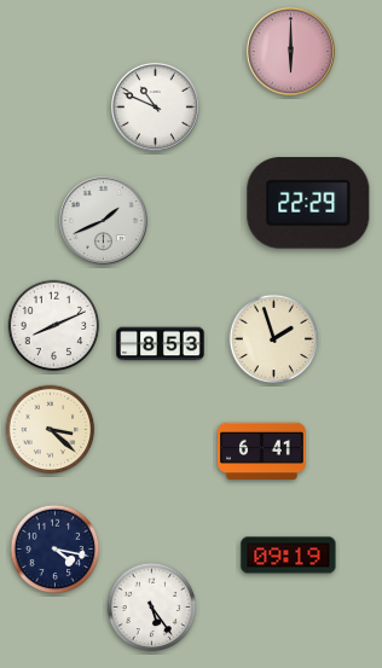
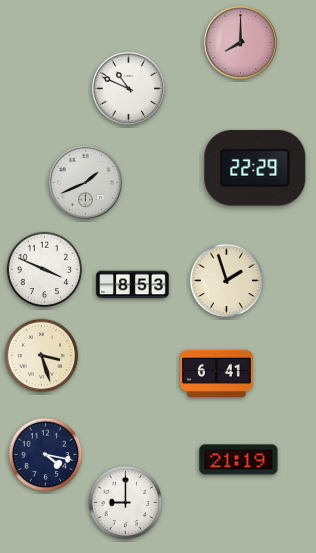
clock at (290, 51): 6:00 -> 8:00
clock at (54, 326): 8:11 -> 3:49
clock at (51, 430): 3:22 -> 3:27
clock at (289, 556): 09:19 -> 21:19
clock at (152, 608): 5:24 -> 9:00
